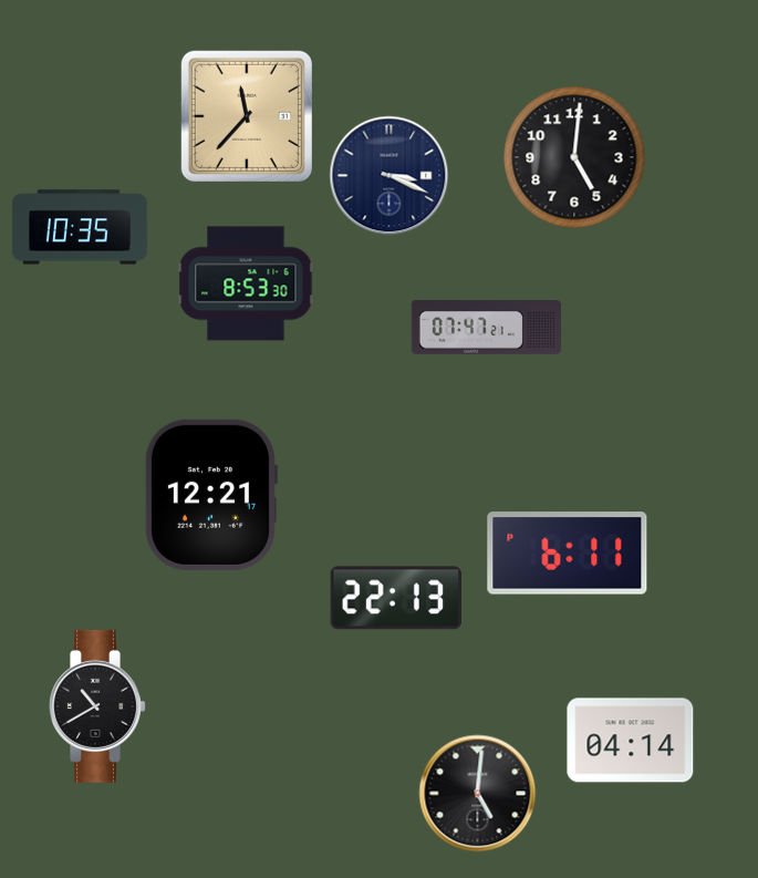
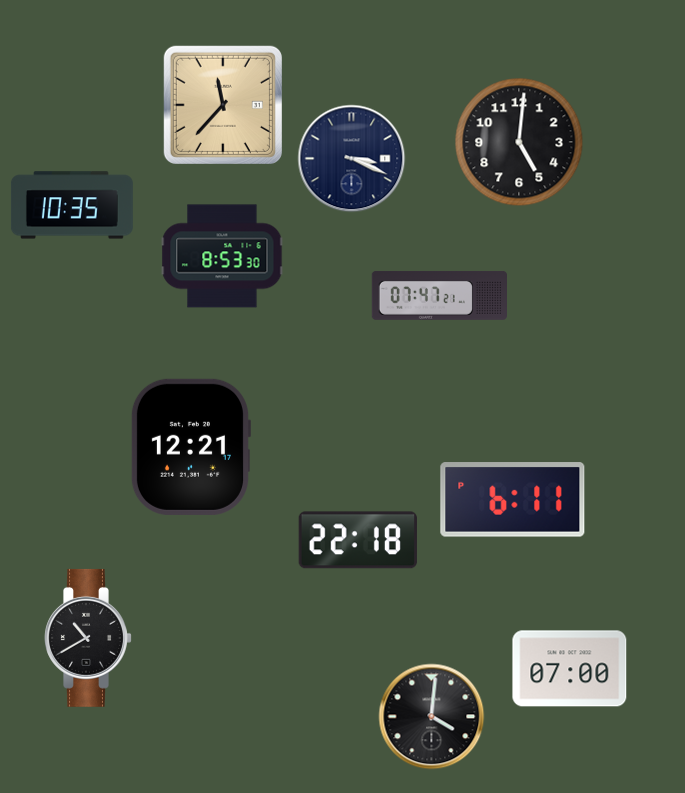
clock at (396, 598): 22:13 -> 22:18
clock at (631, 741): 04:14 -> 07:00
clock at (478, 794): 5:01 -> 4:01
